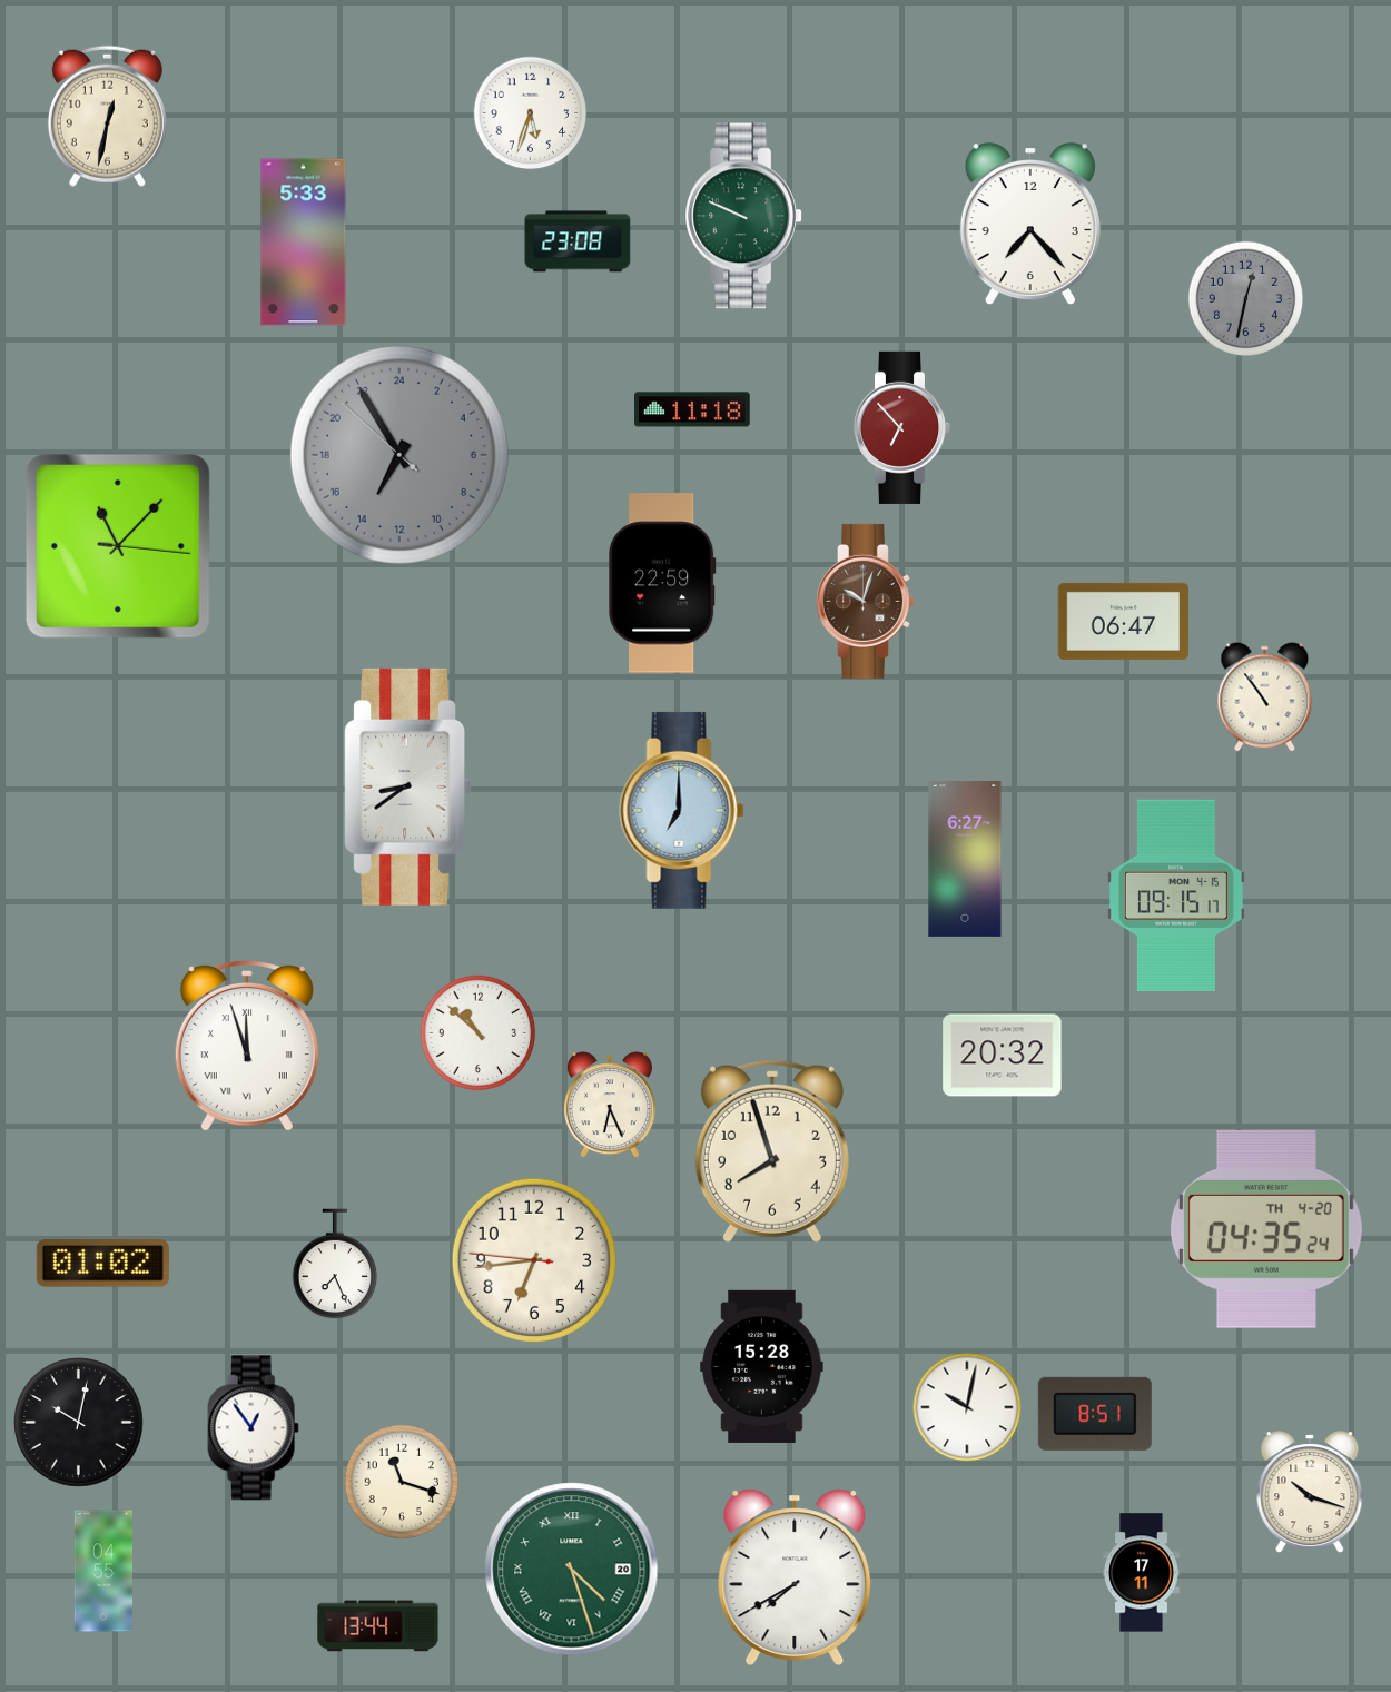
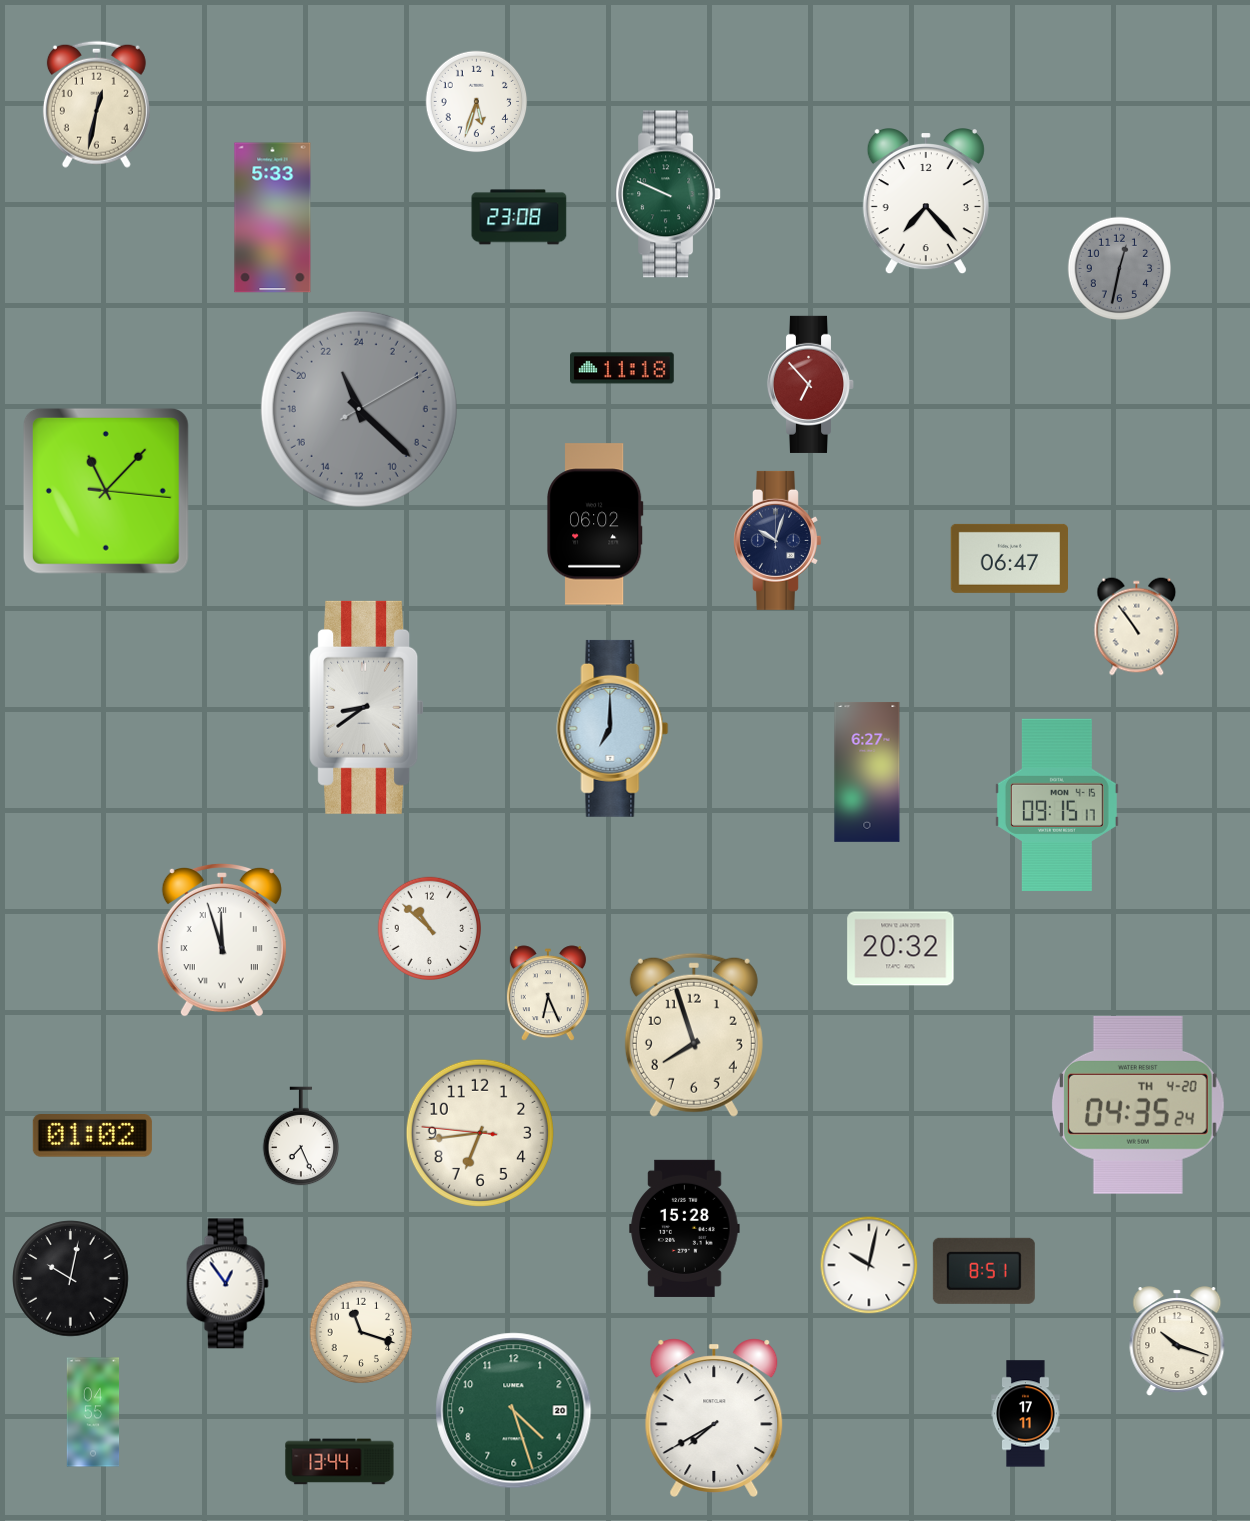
clock at (399, 455): 13:54 -> 22:22
clock at (663, 583): 22:59 -> 06:02
clock at (866, 601) dial: brown -> navy
clock at (572, 1570) numerals: Roman -> Arabic
